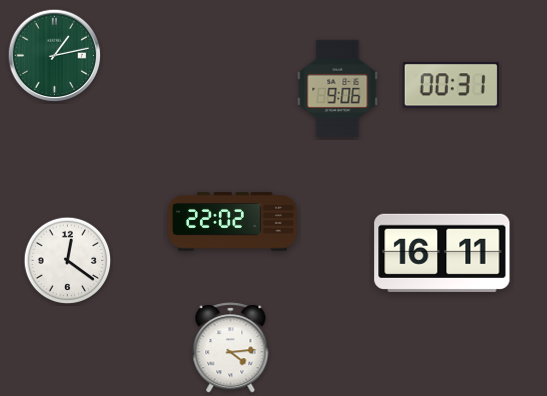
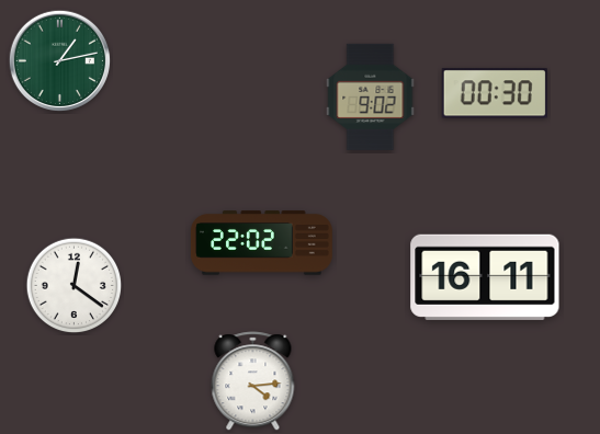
clock at (451, 85): 00:31 -> 00:30
clock at (338, 88): 9:06 -> 9:02
clock at (232, 222) position: (232, 222) -> (261, 243)
